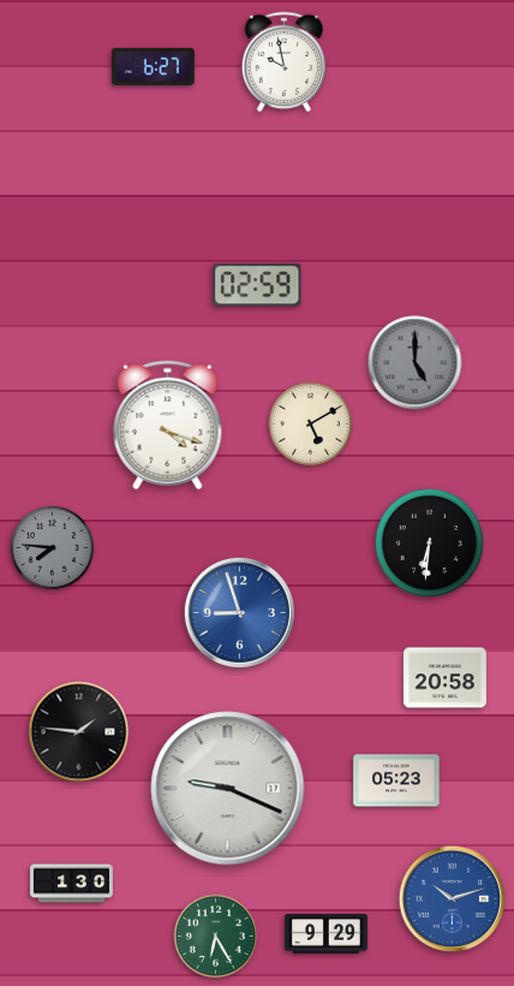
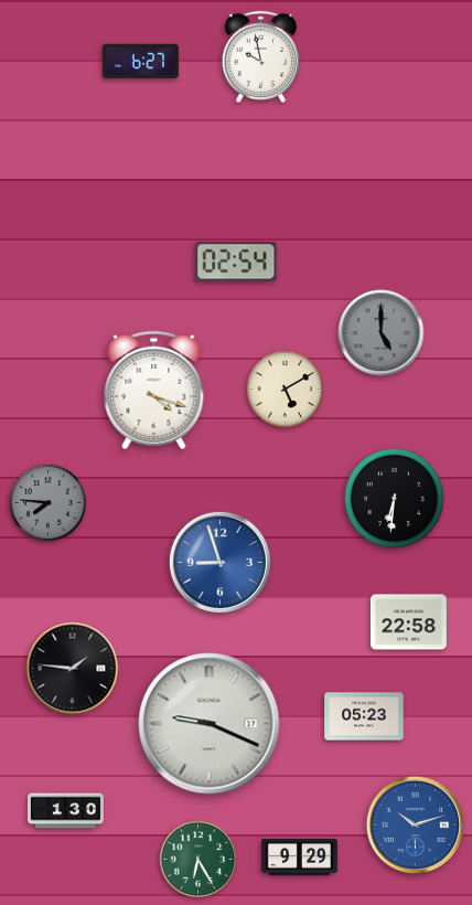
clock at (257, 285): 02:59 -> 02:54
clock at (444, 678): 20:58 -> 22:58
clock at (79, 732) position: (79, 732) -> (73, 669)
